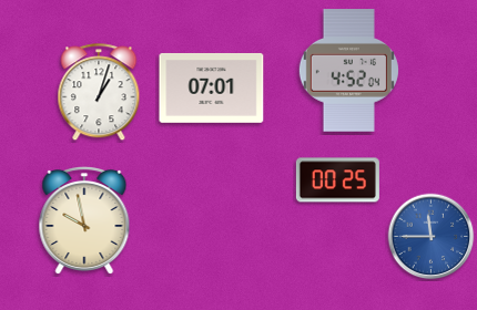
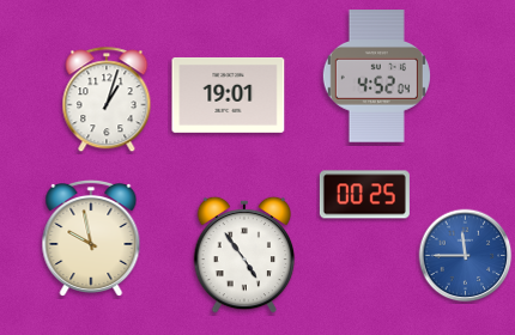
clock at (212, 87): 07:01 -> 19:01
clock at (244, 255): none -> 4:54
